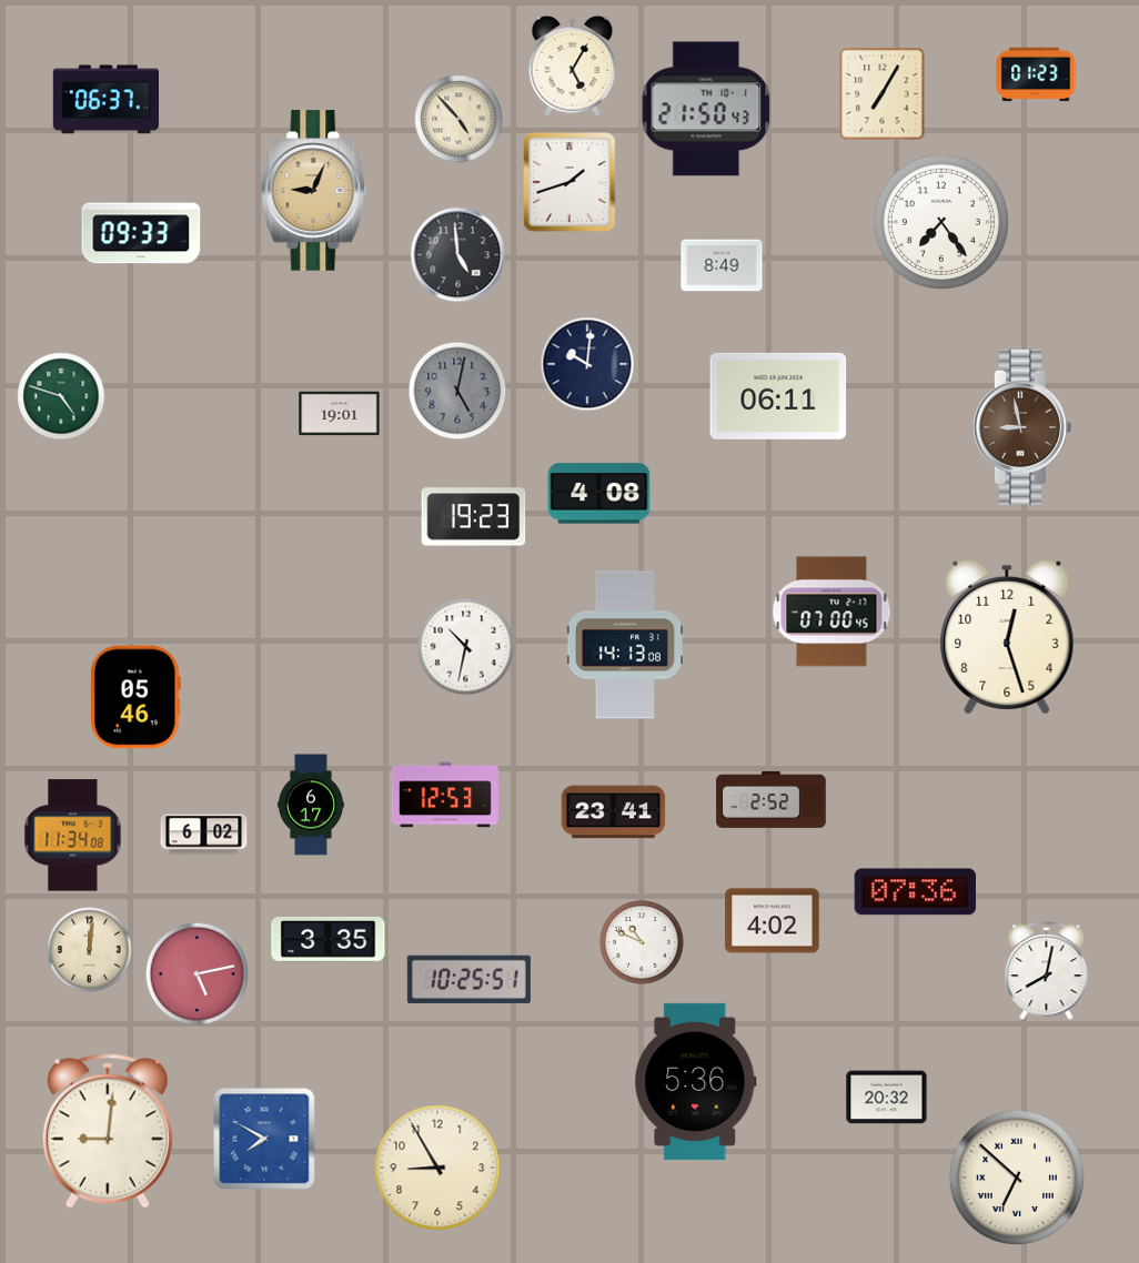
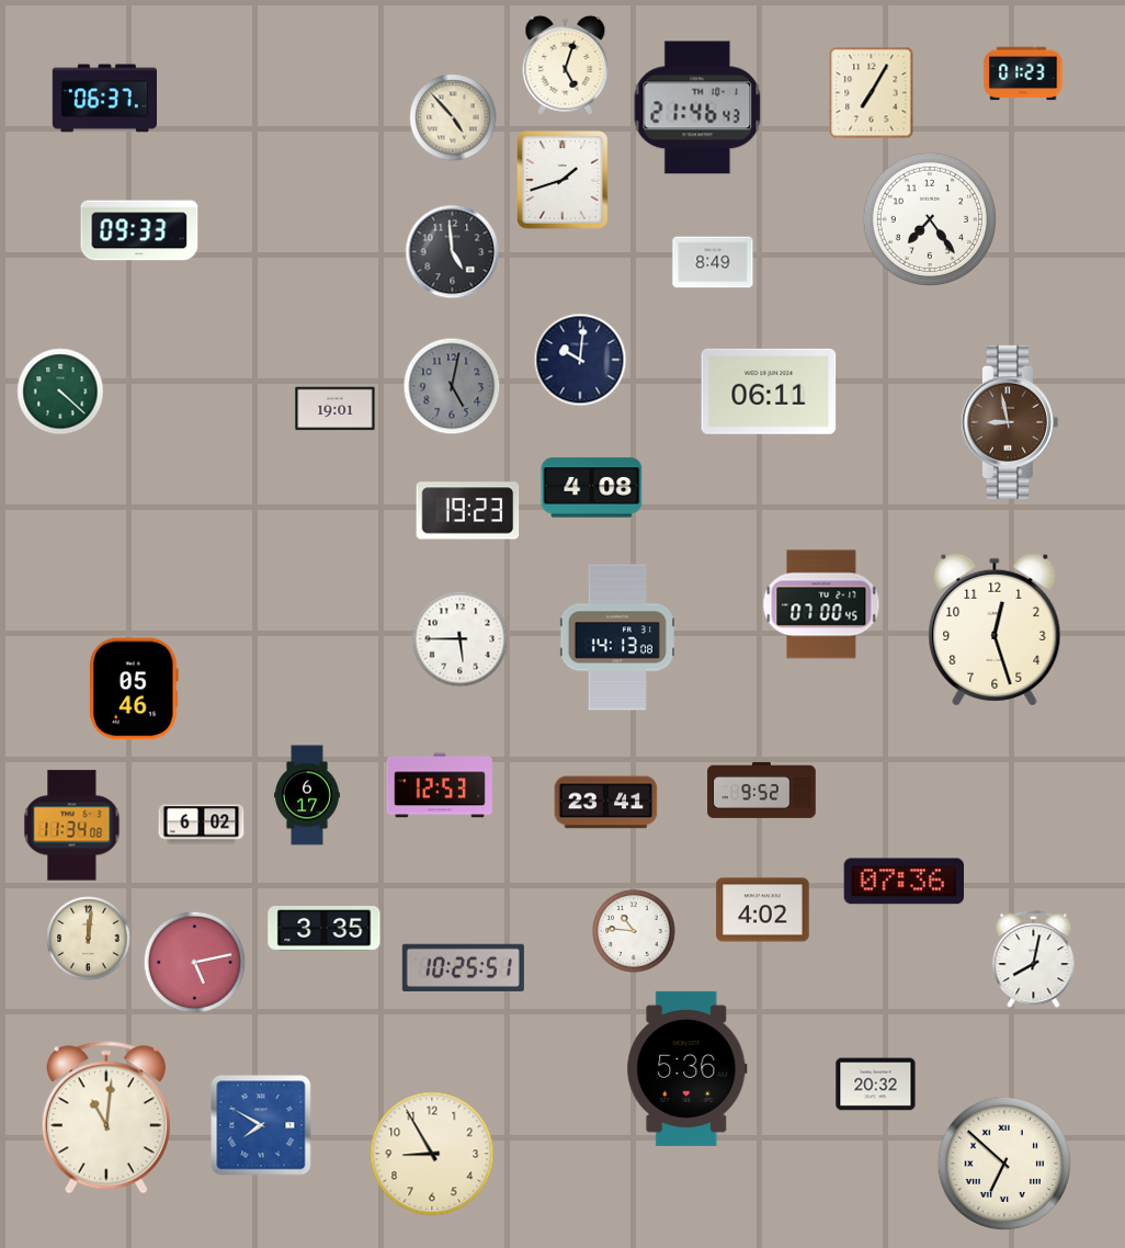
clock at (573, 65): 5:05 -> 5:03
clock at (706, 109): 21:50 -> 21:46
clock at (314, 191): 9:04 -> none
clock at (61, 396): 4:48 -> 4:22
clock at (466, 647): 10:32 -> 5:45
clock at (772, 799): 2:52 -> 9:52
clock at (642, 942): 10:49 -> 10:46
clock at (108, 1131): 9:01 -> 11:01
